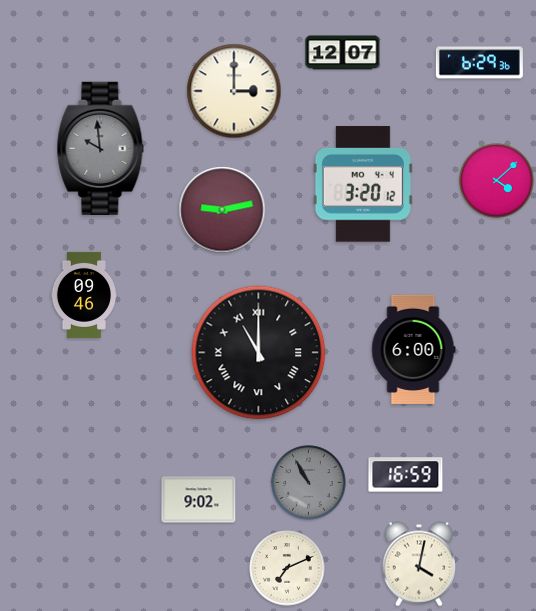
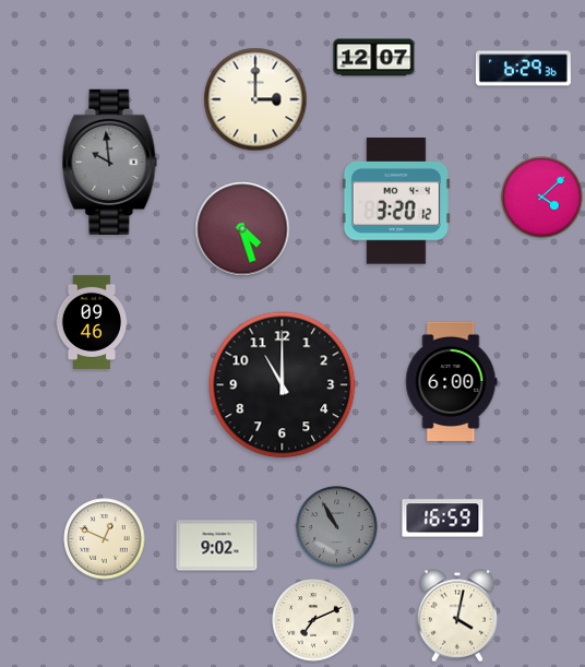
clock at (222, 210): 9:13 -> 4:27
clock at (259, 353) numerals: Roman -> Arabic
clock at (105, 539): none -> 12:49
